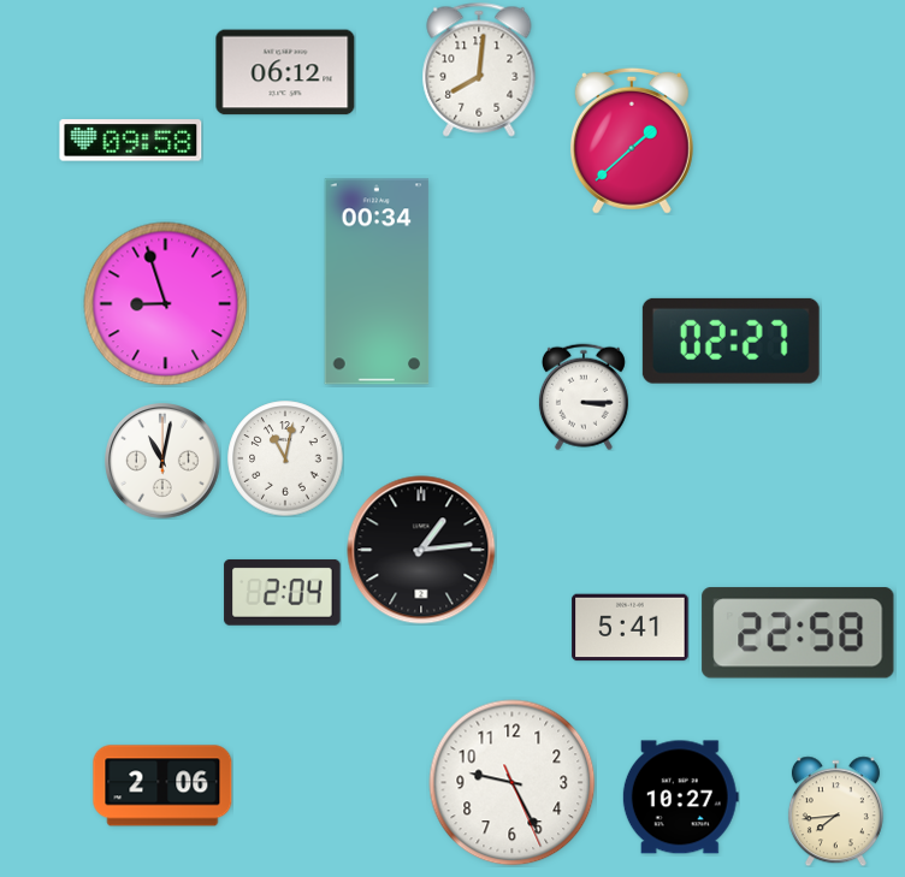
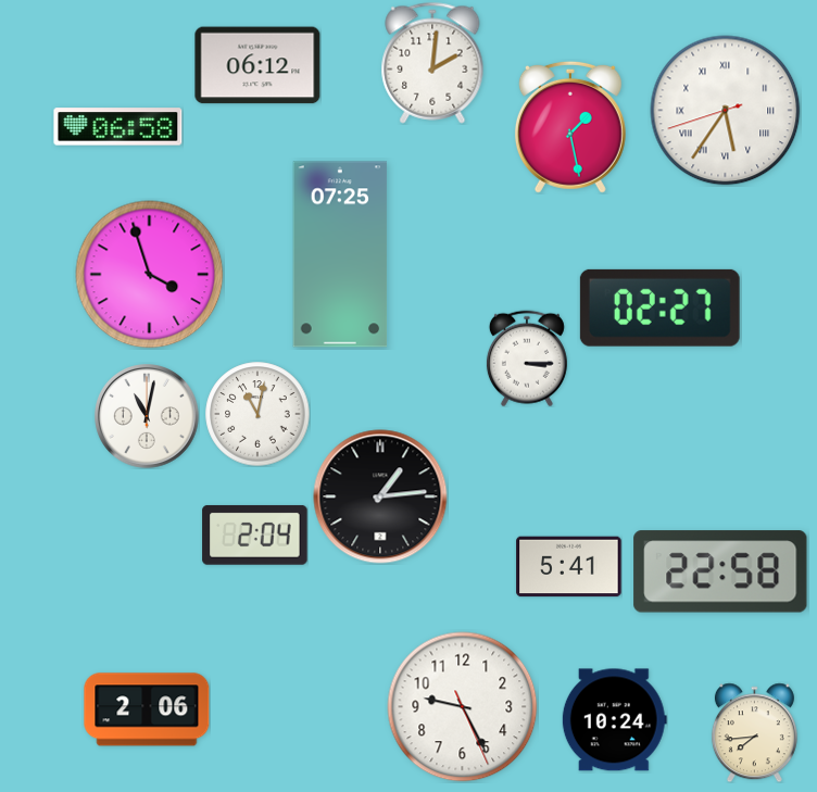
clock at (479, 70): 8:01 -> 2:01
clock at (726, 111): none -> 5:35
clock at (131, 141): 09:58 -> 06:58
clock at (632, 141): 1:38 -> 1:28
clock at (377, 282): 00:34 -> 07:25
clock at (166, 304): 8:57 -> 3:57
clock at (680, 798): 10:27 -> 10:24
